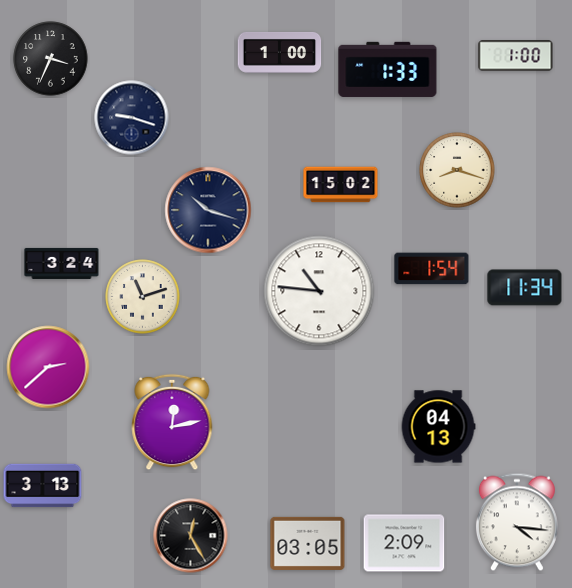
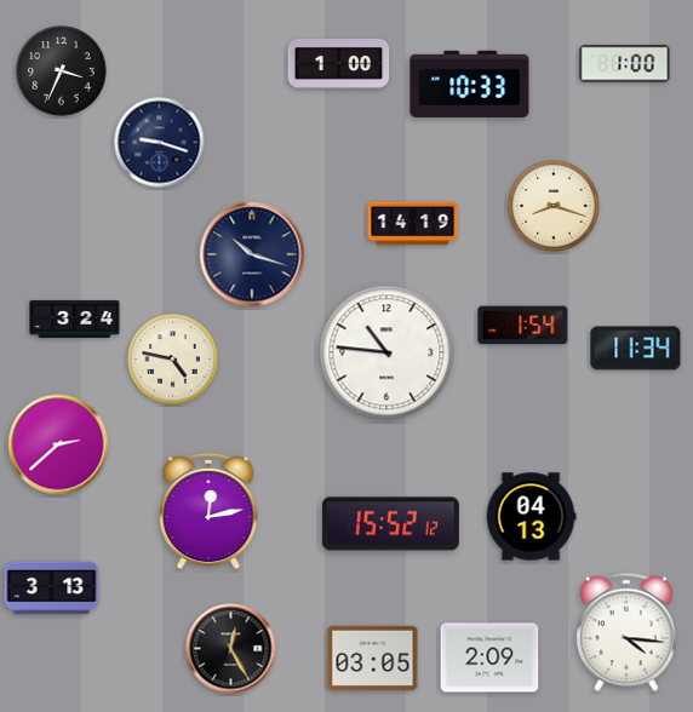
clock at (516, 56) position: (516, 56) -> (625, 64)
clock at (388, 69): 1:33 -> 10:33
clock at (341, 185): 15:02 -> 14:19
clock at (143, 297): 11:12 -> 4:47
clock at (390, 524): none -> 15:52
